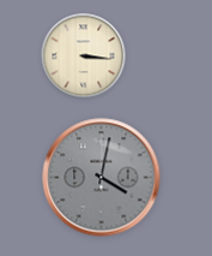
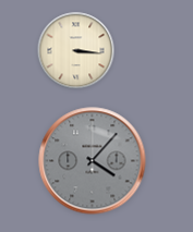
clock at (102, 178): 4:02 -> 4:07
